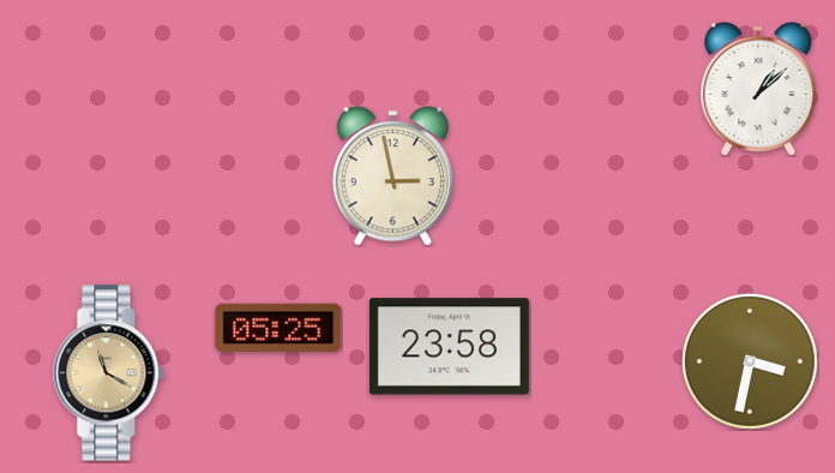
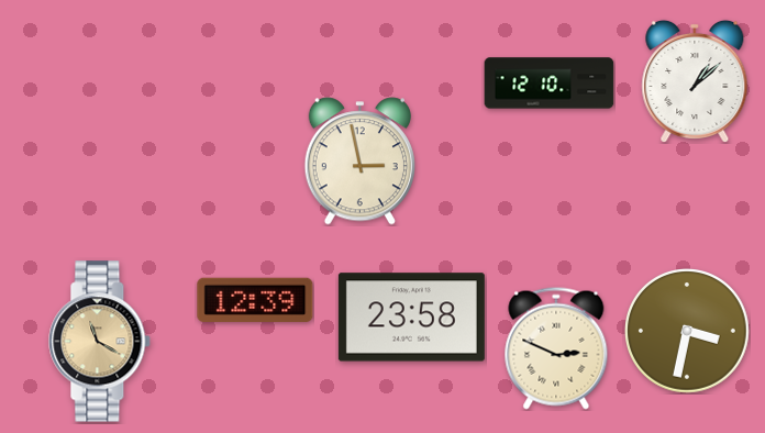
clock at (550, 84): none -> 12:10
clock at (278, 328): 05:25 -> 12:39
clock at (556, 348): none -> 2:49
